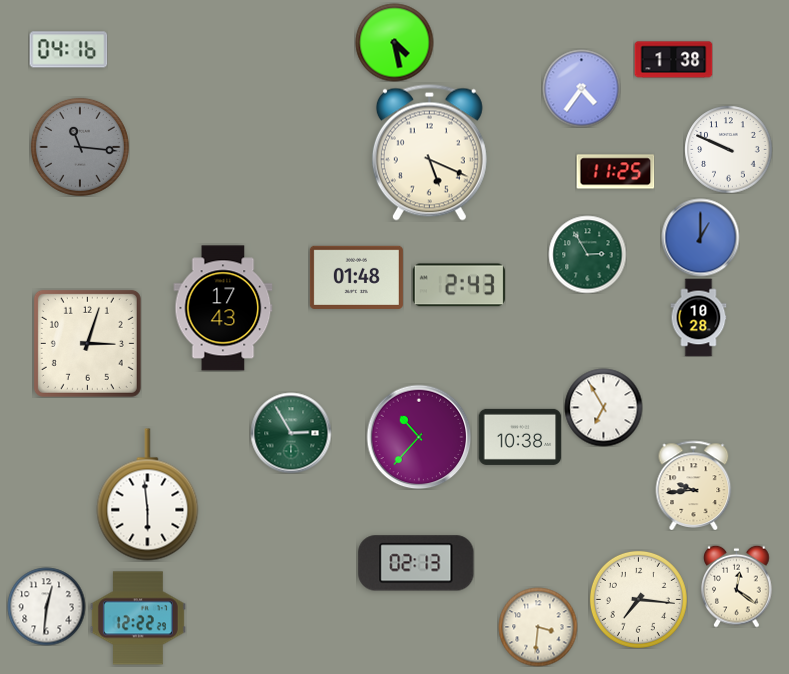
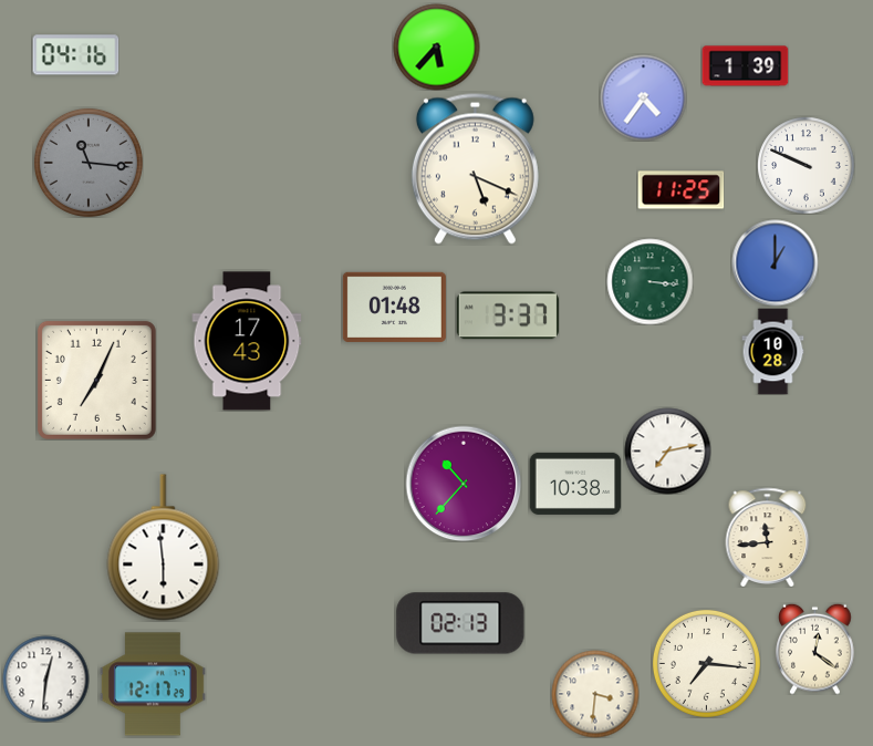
clock at (394, 42): 4:28 -> 5:37
clock at (673, 60): 1:38 -> 1:39
clock at (587, 254): 2:55 -> 3:16
clock at (459, 285): 2:43 -> 3:37
clock at (87, 343): 3:03 -> 7:04
clock at (603, 407): 6:55 -> 7:13
clock at (291, 433): 2:55 -> none
clock at (694, 485): 9:44 -> 11:44
clock at (46, 606) position: (46, 606) -> (45, 678)
clock at (138, 618): 12:22 -> 12:17
